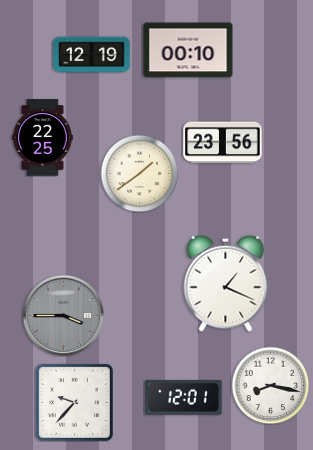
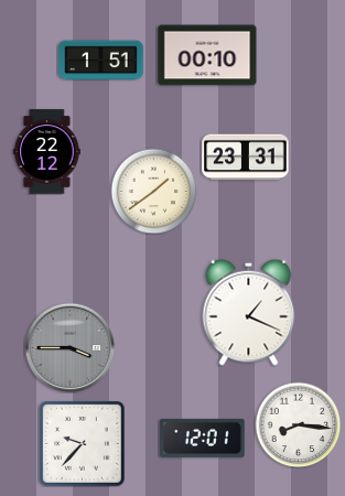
clock at (92, 55): 12:19 -> 1:51
clock at (43, 138): 22:25 -> 22:12
clock at (223, 143): 23:56 -> 23:31
clock at (270, 385): 8:17 -> 8:16
